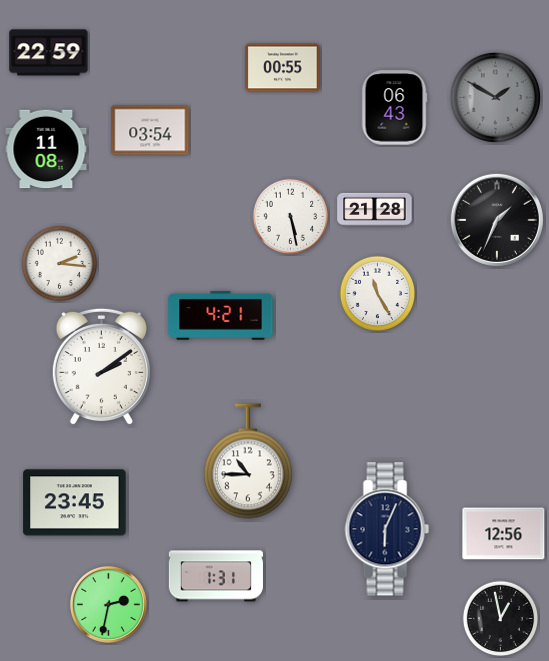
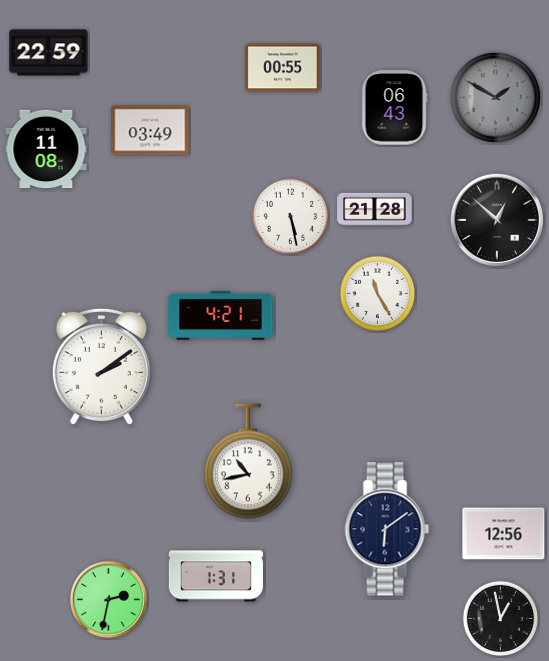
clock at (150, 130): 03:54 -> 03:49
clock at (497, 220): 1:34 -> 12:52
clock at (60, 264): 2:16 -> none
clock at (248, 461): 10:45 -> 10:43
clock at (75, 503): 23:45 -> none
clock at (387, 529): 6:04 -> 6:09
clock at (108, 604) position: (108, 604) -> (108, 599)
